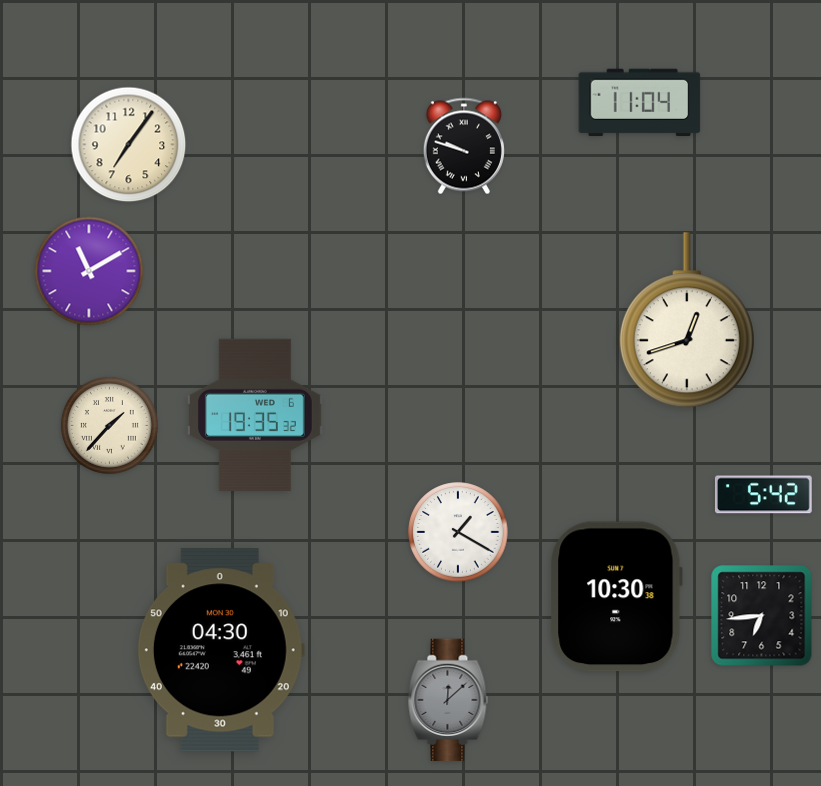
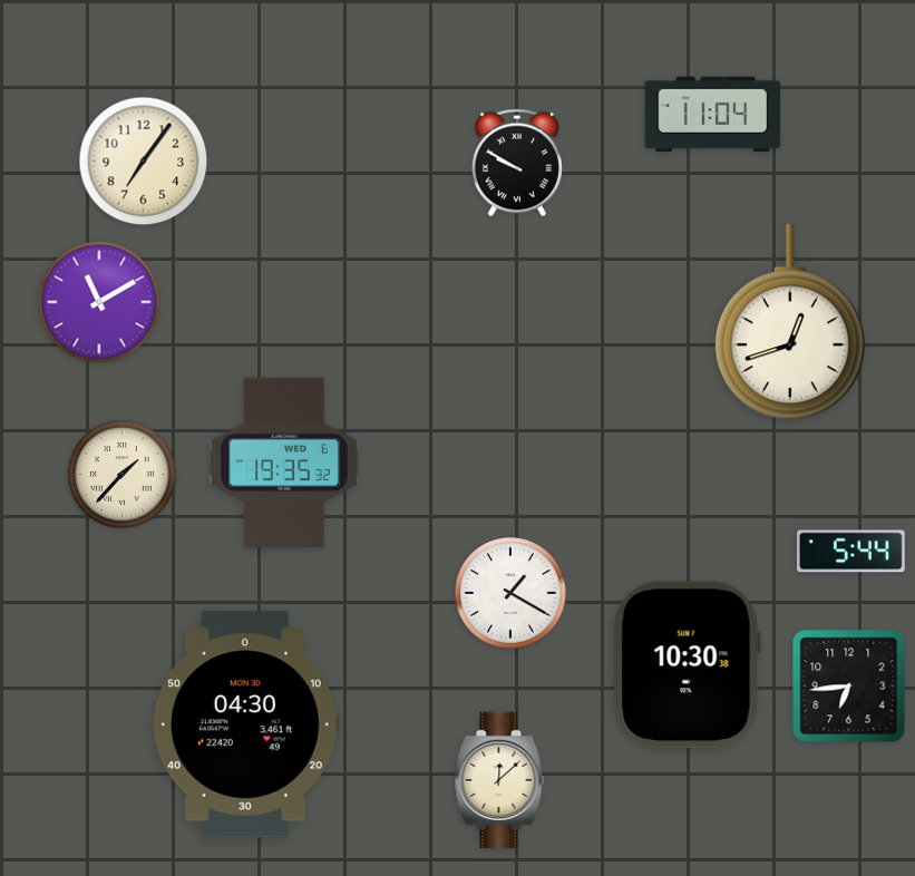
clock at (464, 146): 9:48 -> 9:50
clock at (687, 321) position: (687, 321) -> (790, 323)
clock at (763, 495): 5:42 -> 5:44
clock at (448, 700) dial: grey -> cream
